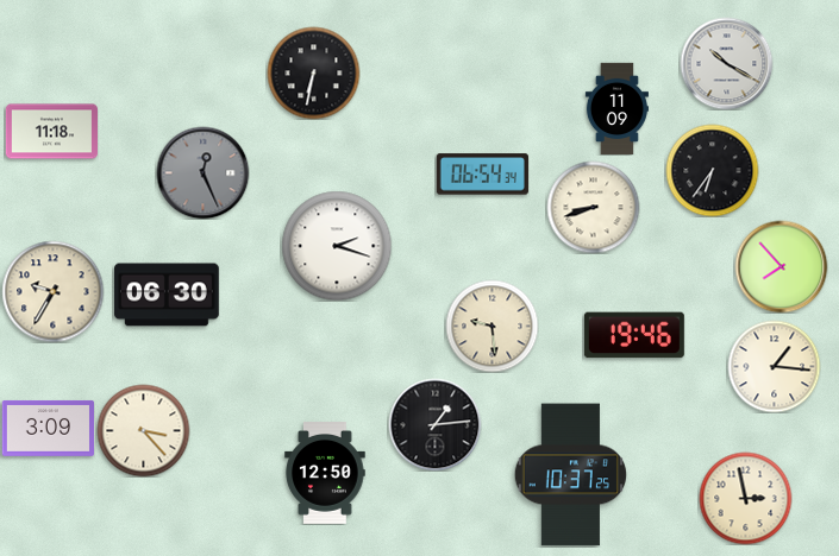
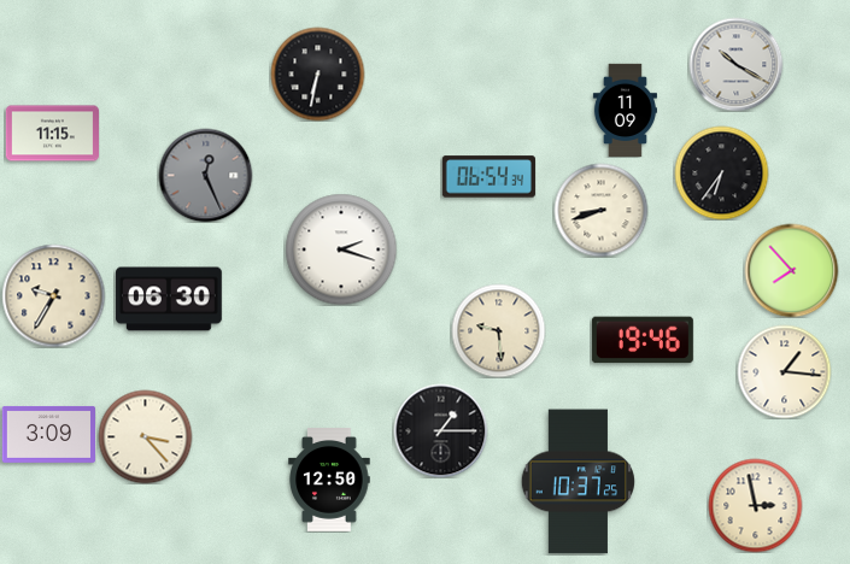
clock at (51, 132): 11:18 -> 11:15
clock at (434, 424): 1:14 -> 1:15
